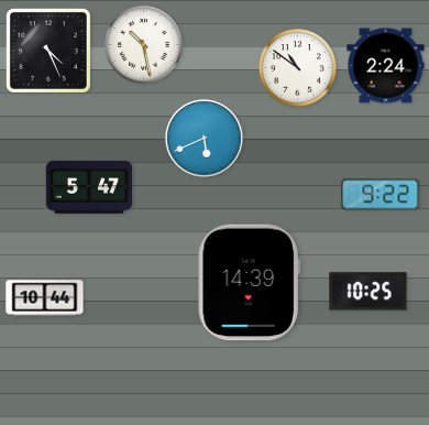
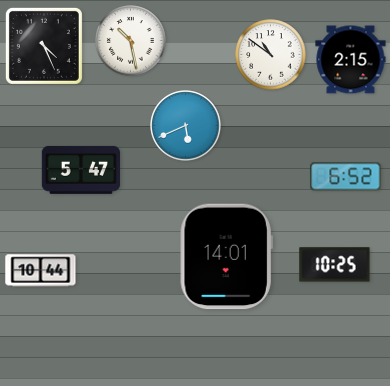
clock at (386, 66): 2:24 -> 2:15
clock at (298, 68) position: (298, 68) -> (271, 55)
clock at (381, 195): 9:22 -> 6:52
clock at (249, 283): 14:39 -> 14:01
